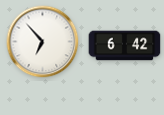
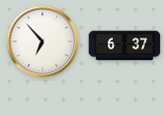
clock at (125, 46): 6:42 -> 6:37
